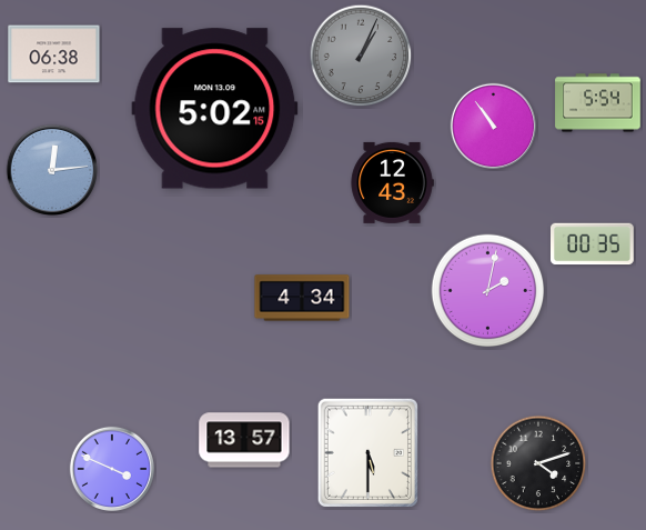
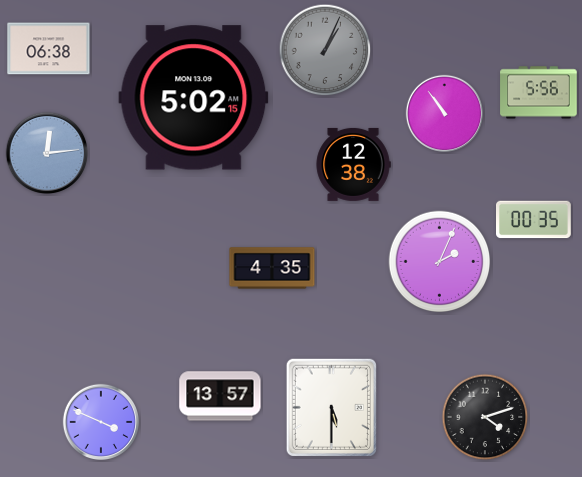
clock at (598, 103): 5:54 -> 5:56
clock at (392, 182): 12:43 -> 12:38
clock at (488, 291): 2:02 -> 2:04
clock at (302, 298): 4:34 -> 4:35
